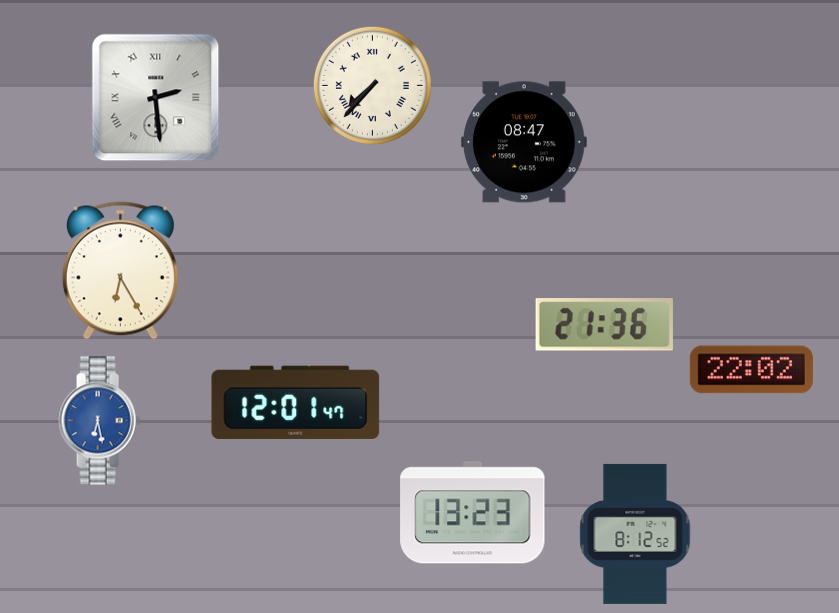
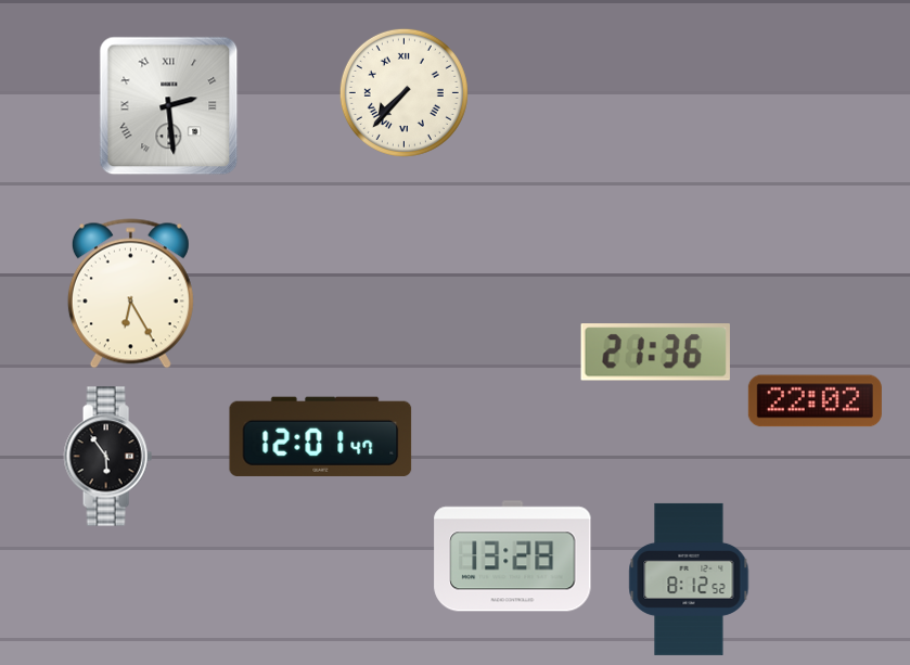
clock at (525, 142): 08:47 -> none
clock at (99, 421): 6:28 -> 5:54
clock at (99, 421) dial: blue -> black
clock at (473, 513): 13:23 -> 13:28
